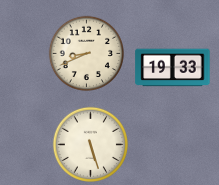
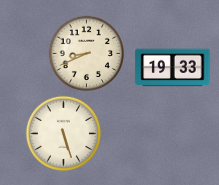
clock at (91, 145) position: (91, 145) -> (64, 134)
